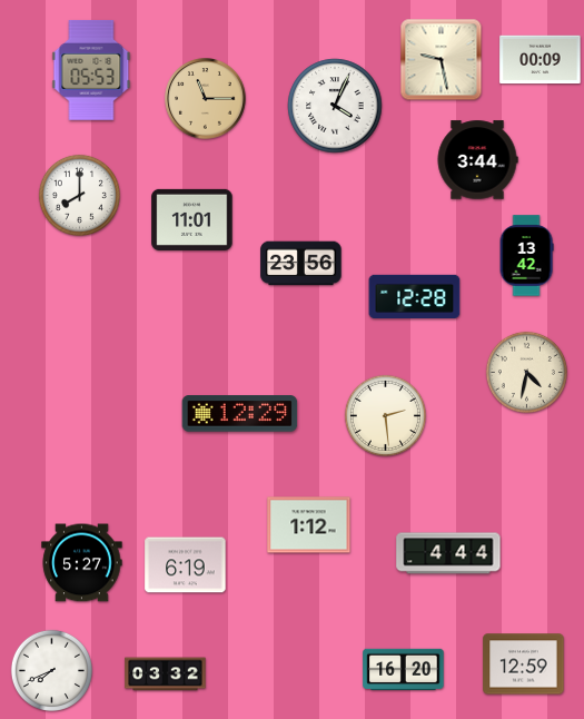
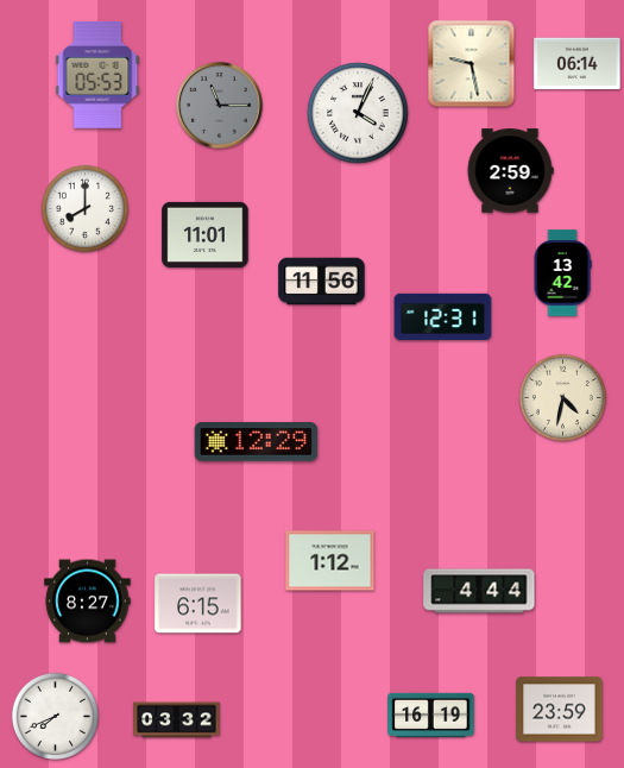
clock at (541, 60): 00:09 -> 06:14
clock at (206, 99) dial: champagne -> grey
clock at (477, 160): 3:44 -> 2:59
clock at (301, 264): 23:56 -> 11:56
clock at (415, 297): 12:28 -> 12:31
clock at (385, 415): 2:29 -> none
clock at (82, 563): 5:27 -> 8:27
clock at (186, 565): 6:19 -> 6:15
clock at (524, 664): 12:59 -> 23:59
clock at (404, 669): 16:20 -> 16:19
